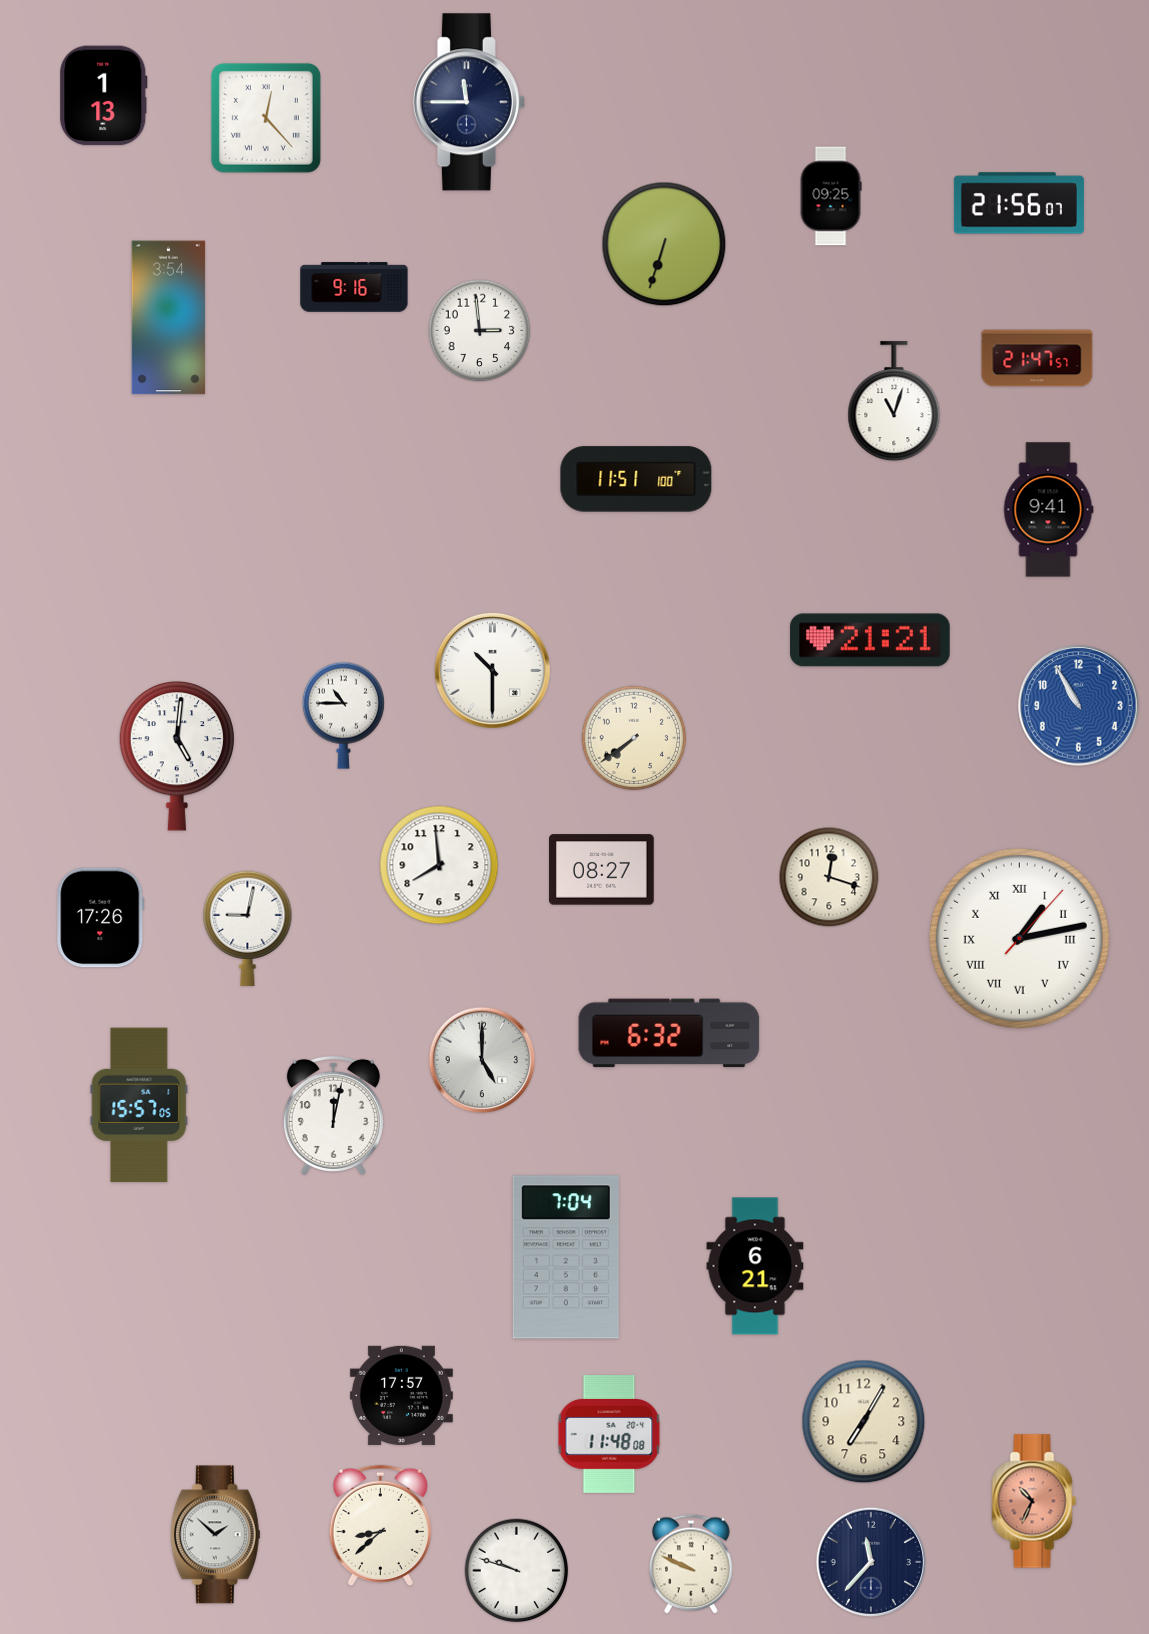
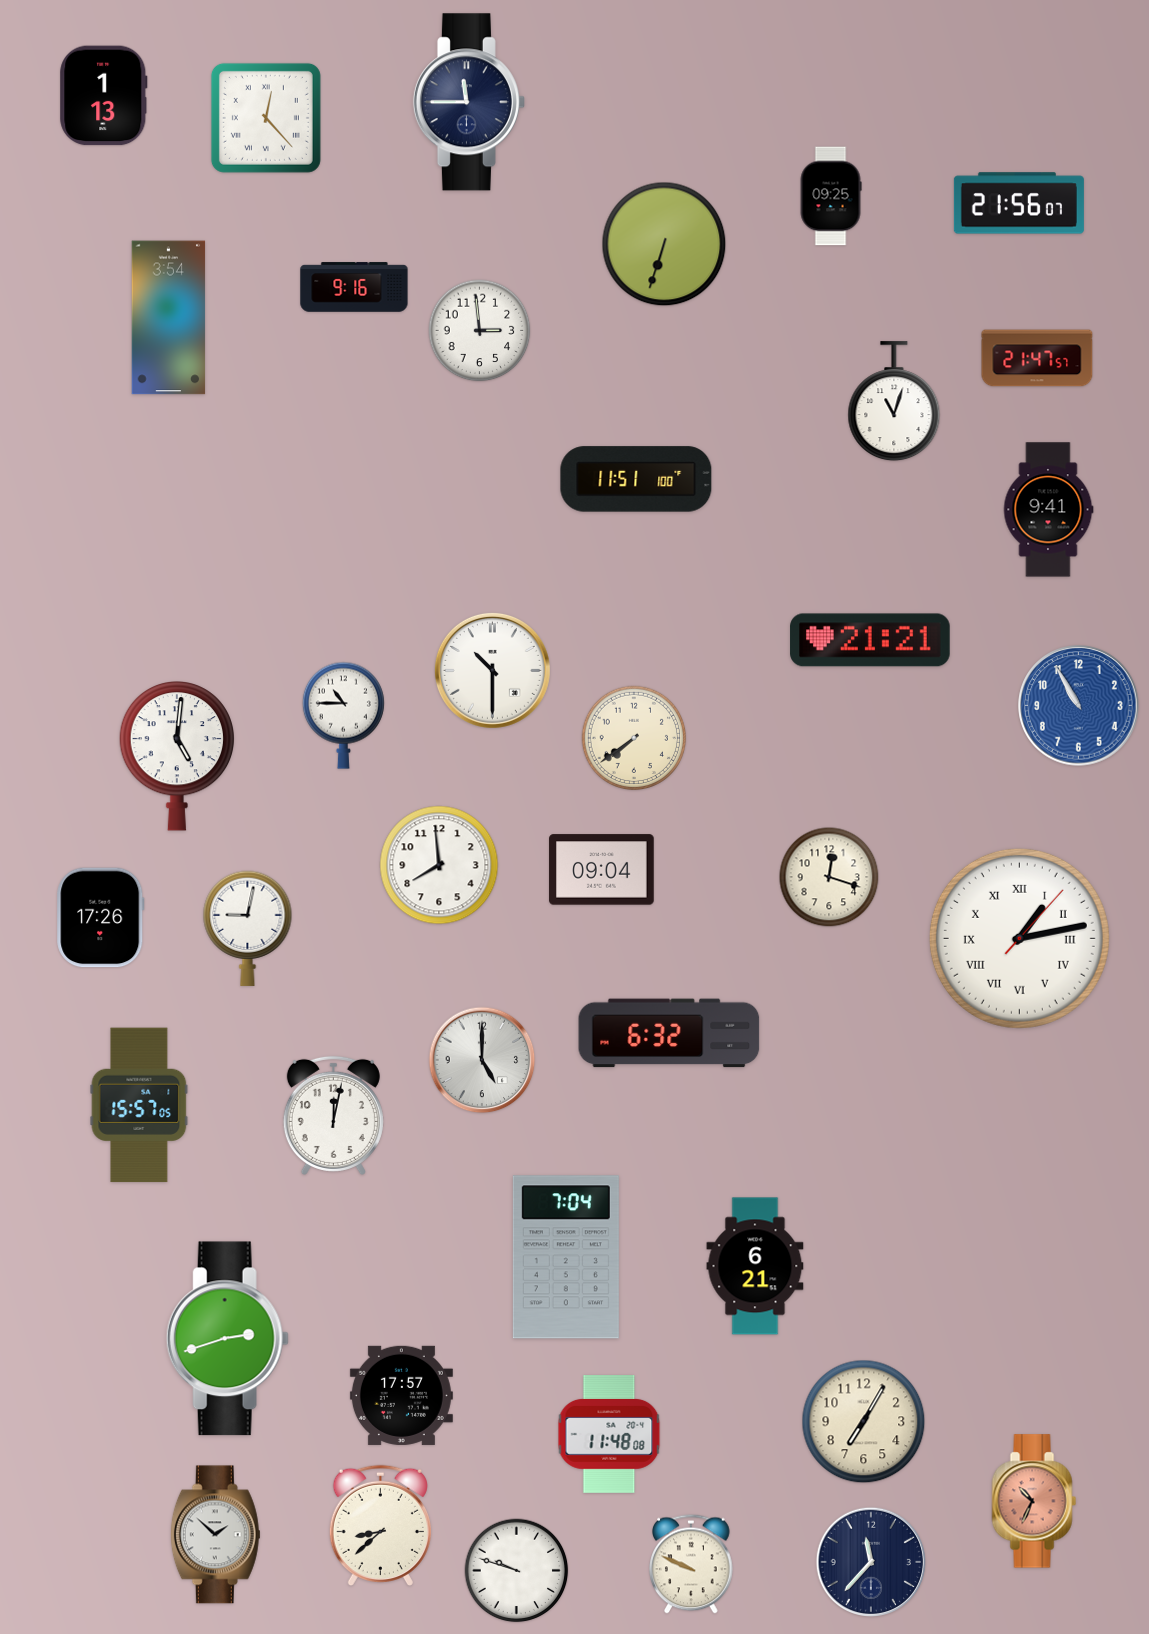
clock at (602, 870): 08:27 -> 09:04
clock at (227, 1339): none -> 2:42
